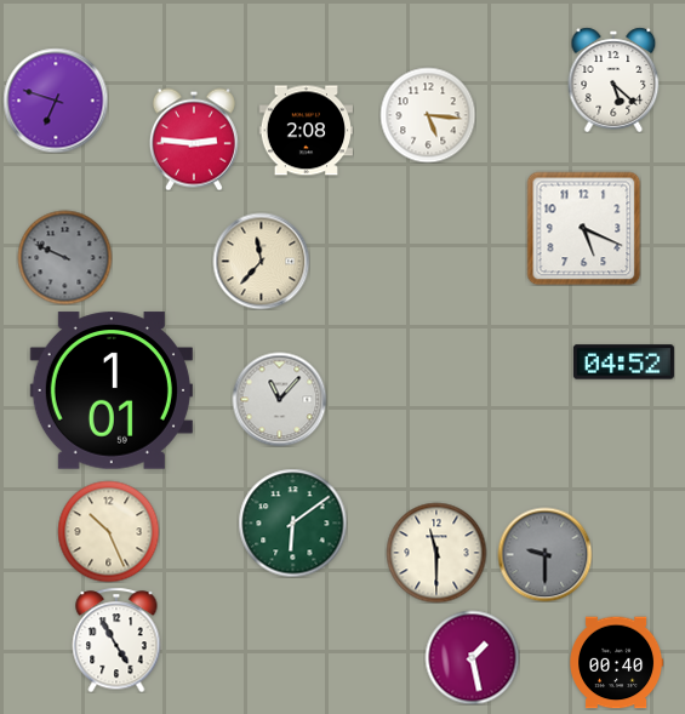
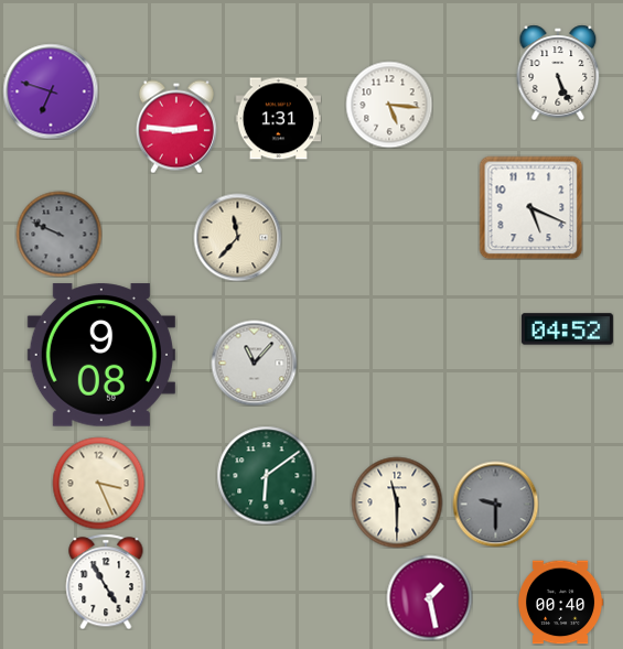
clock at (613, 80): 5:22 -> 5:26
clock at (306, 131): 2:08 -> 1:31
clock at (112, 390): 1:01 -> 9:08
clock at (108, 531): 10:26 -> 3:26
